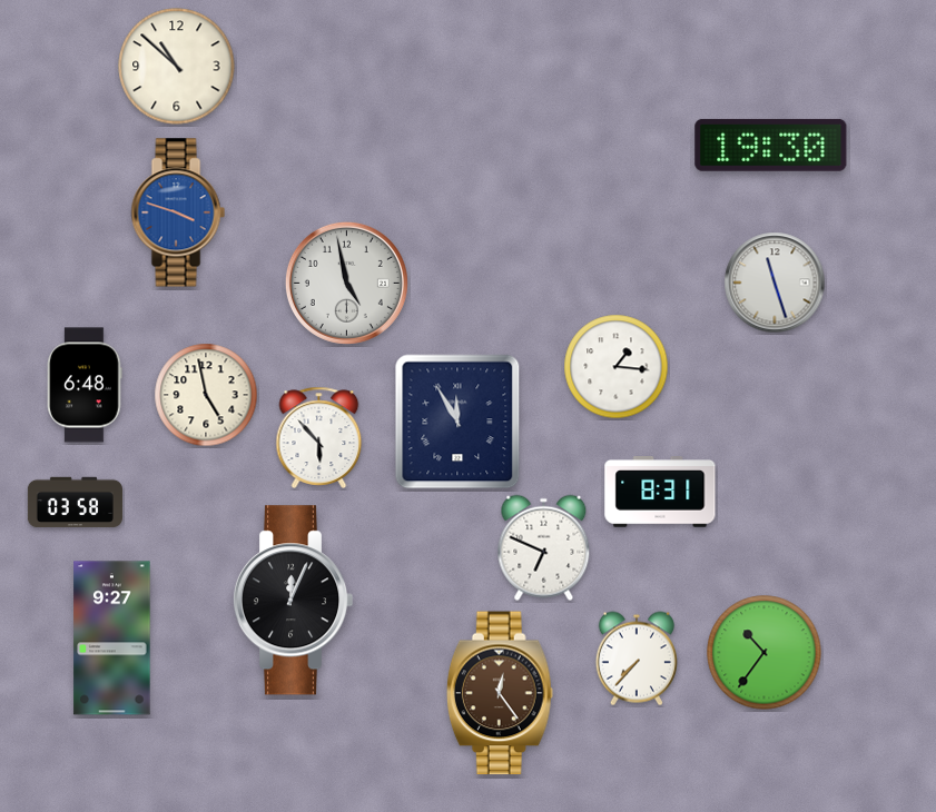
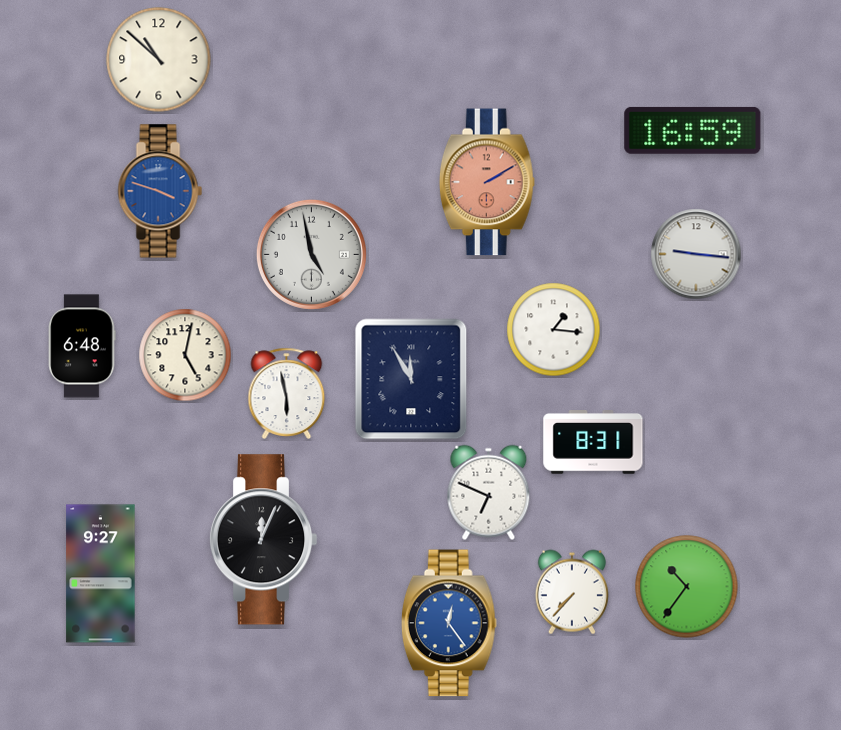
clock at (771, 145): 19:30 -> 16:59
clock at (487, 182): none -> 2:10
clock at (775, 283): 11:27 -> 9:16
clock at (85, 385) position: (85, 385) -> (82, 346)
clock at (206, 395): 4:58 -> 5:02
clock at (319, 437): 5:53 -> 5:58
clock at (75, 503): 03:58 -> none
clock at (500, 693) dial: brown -> blue
